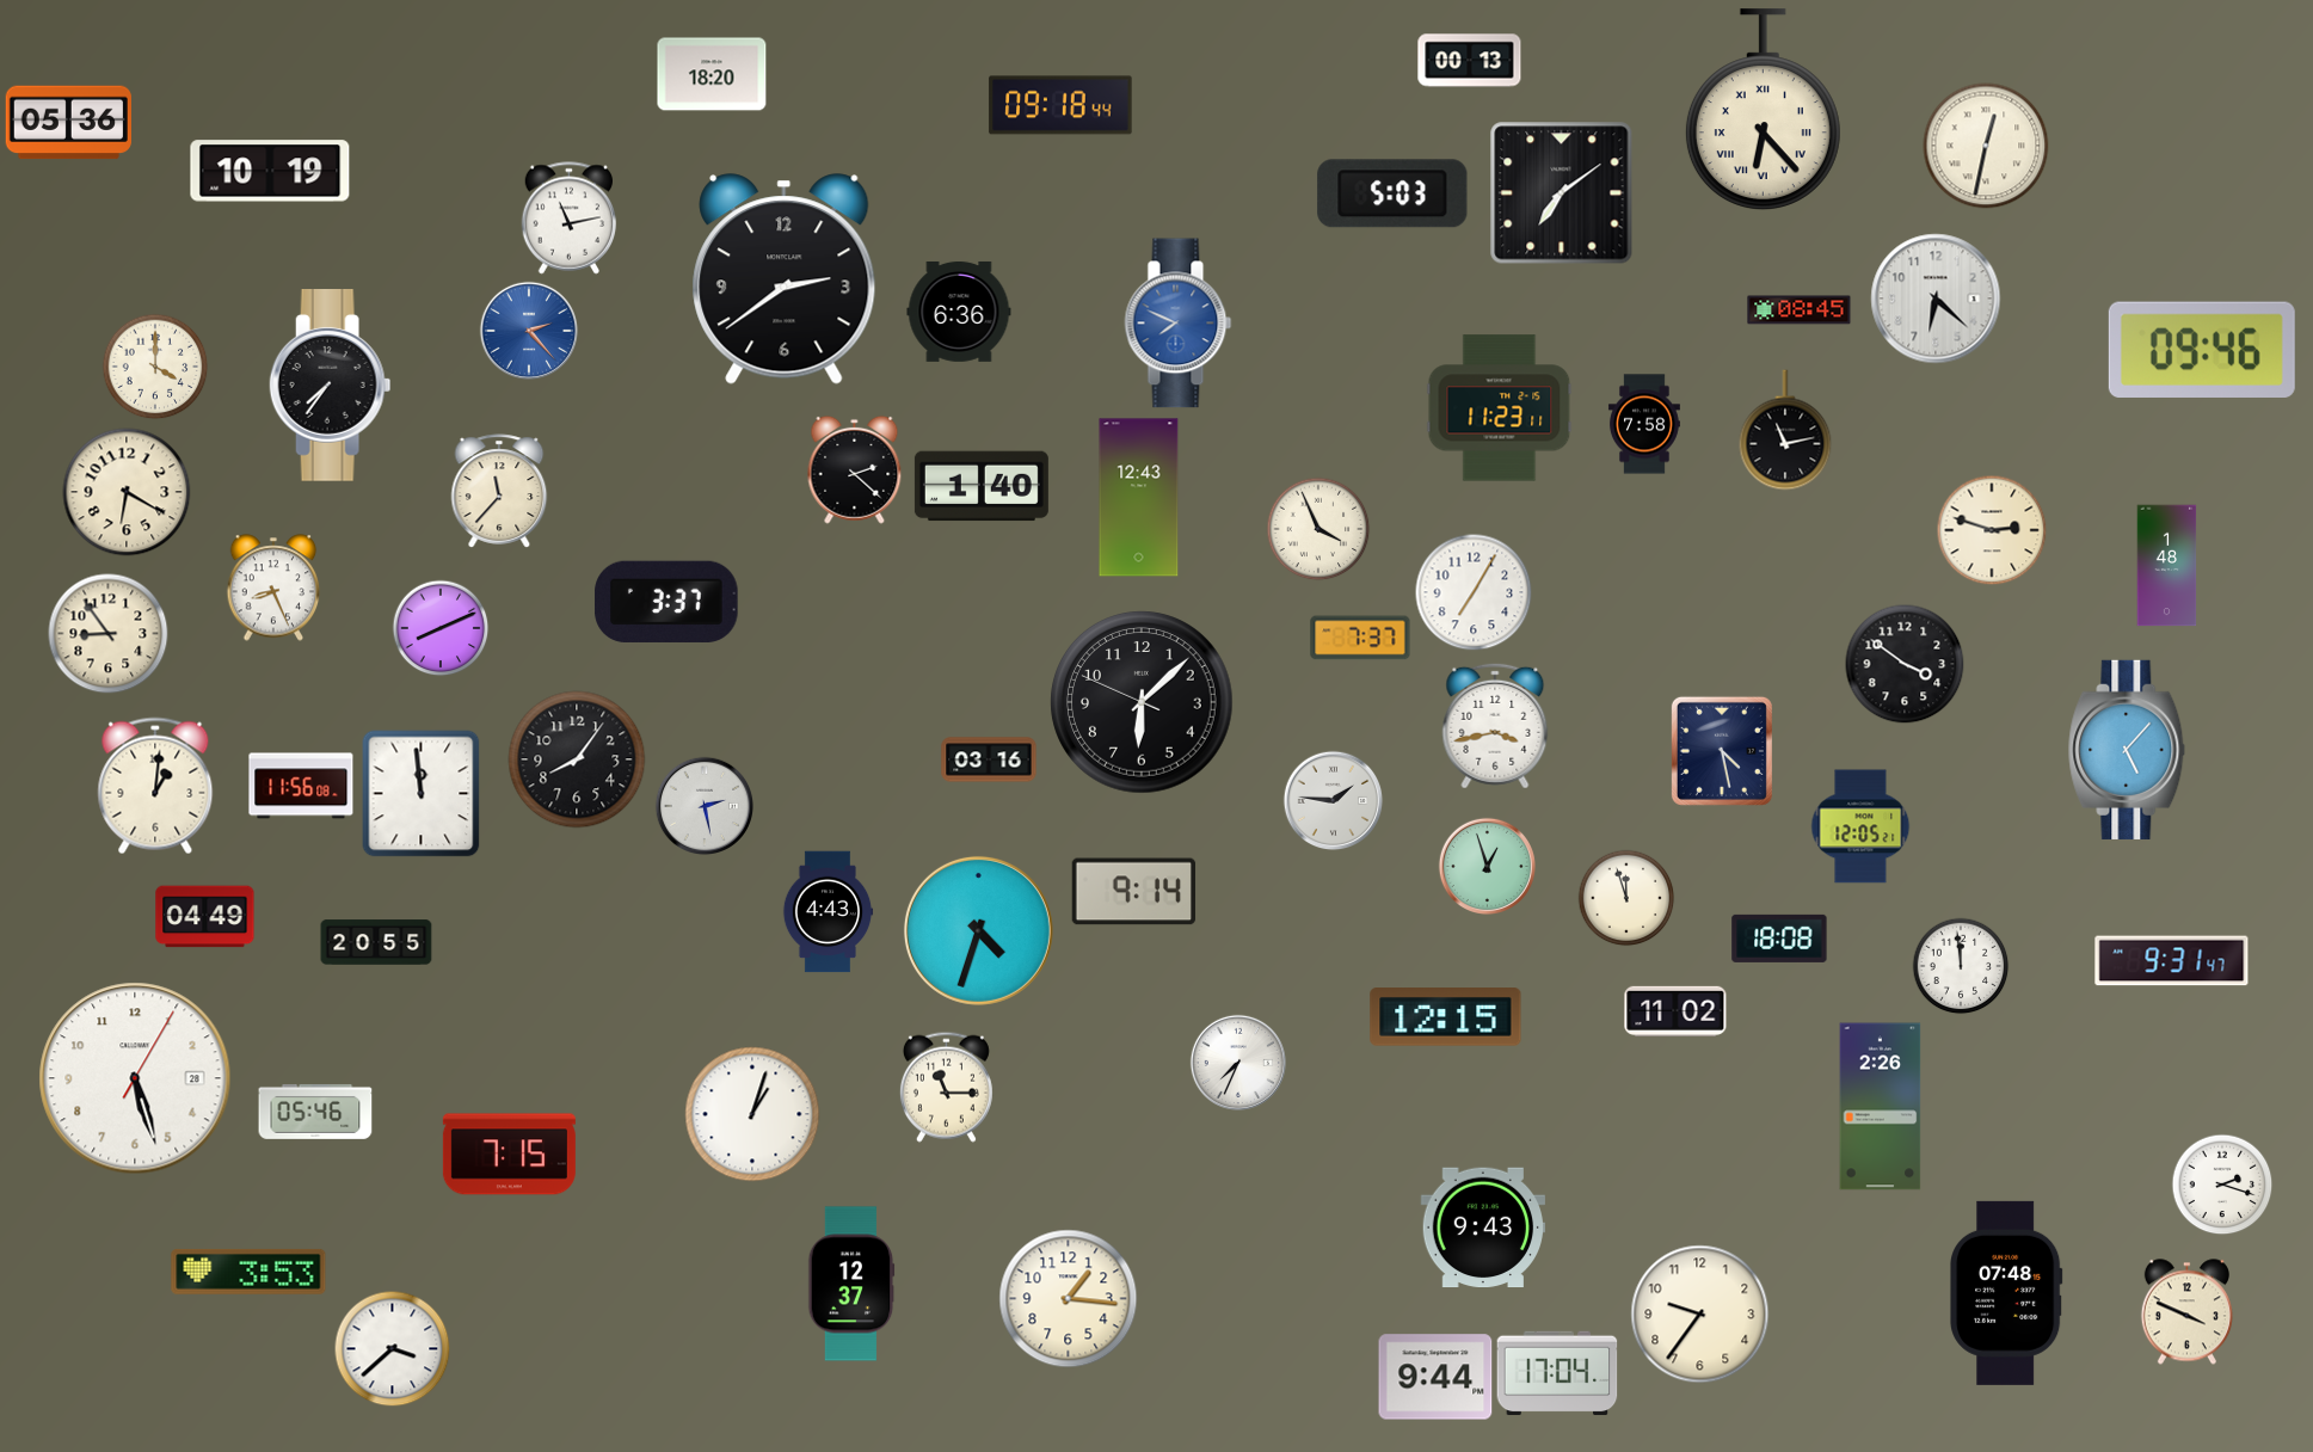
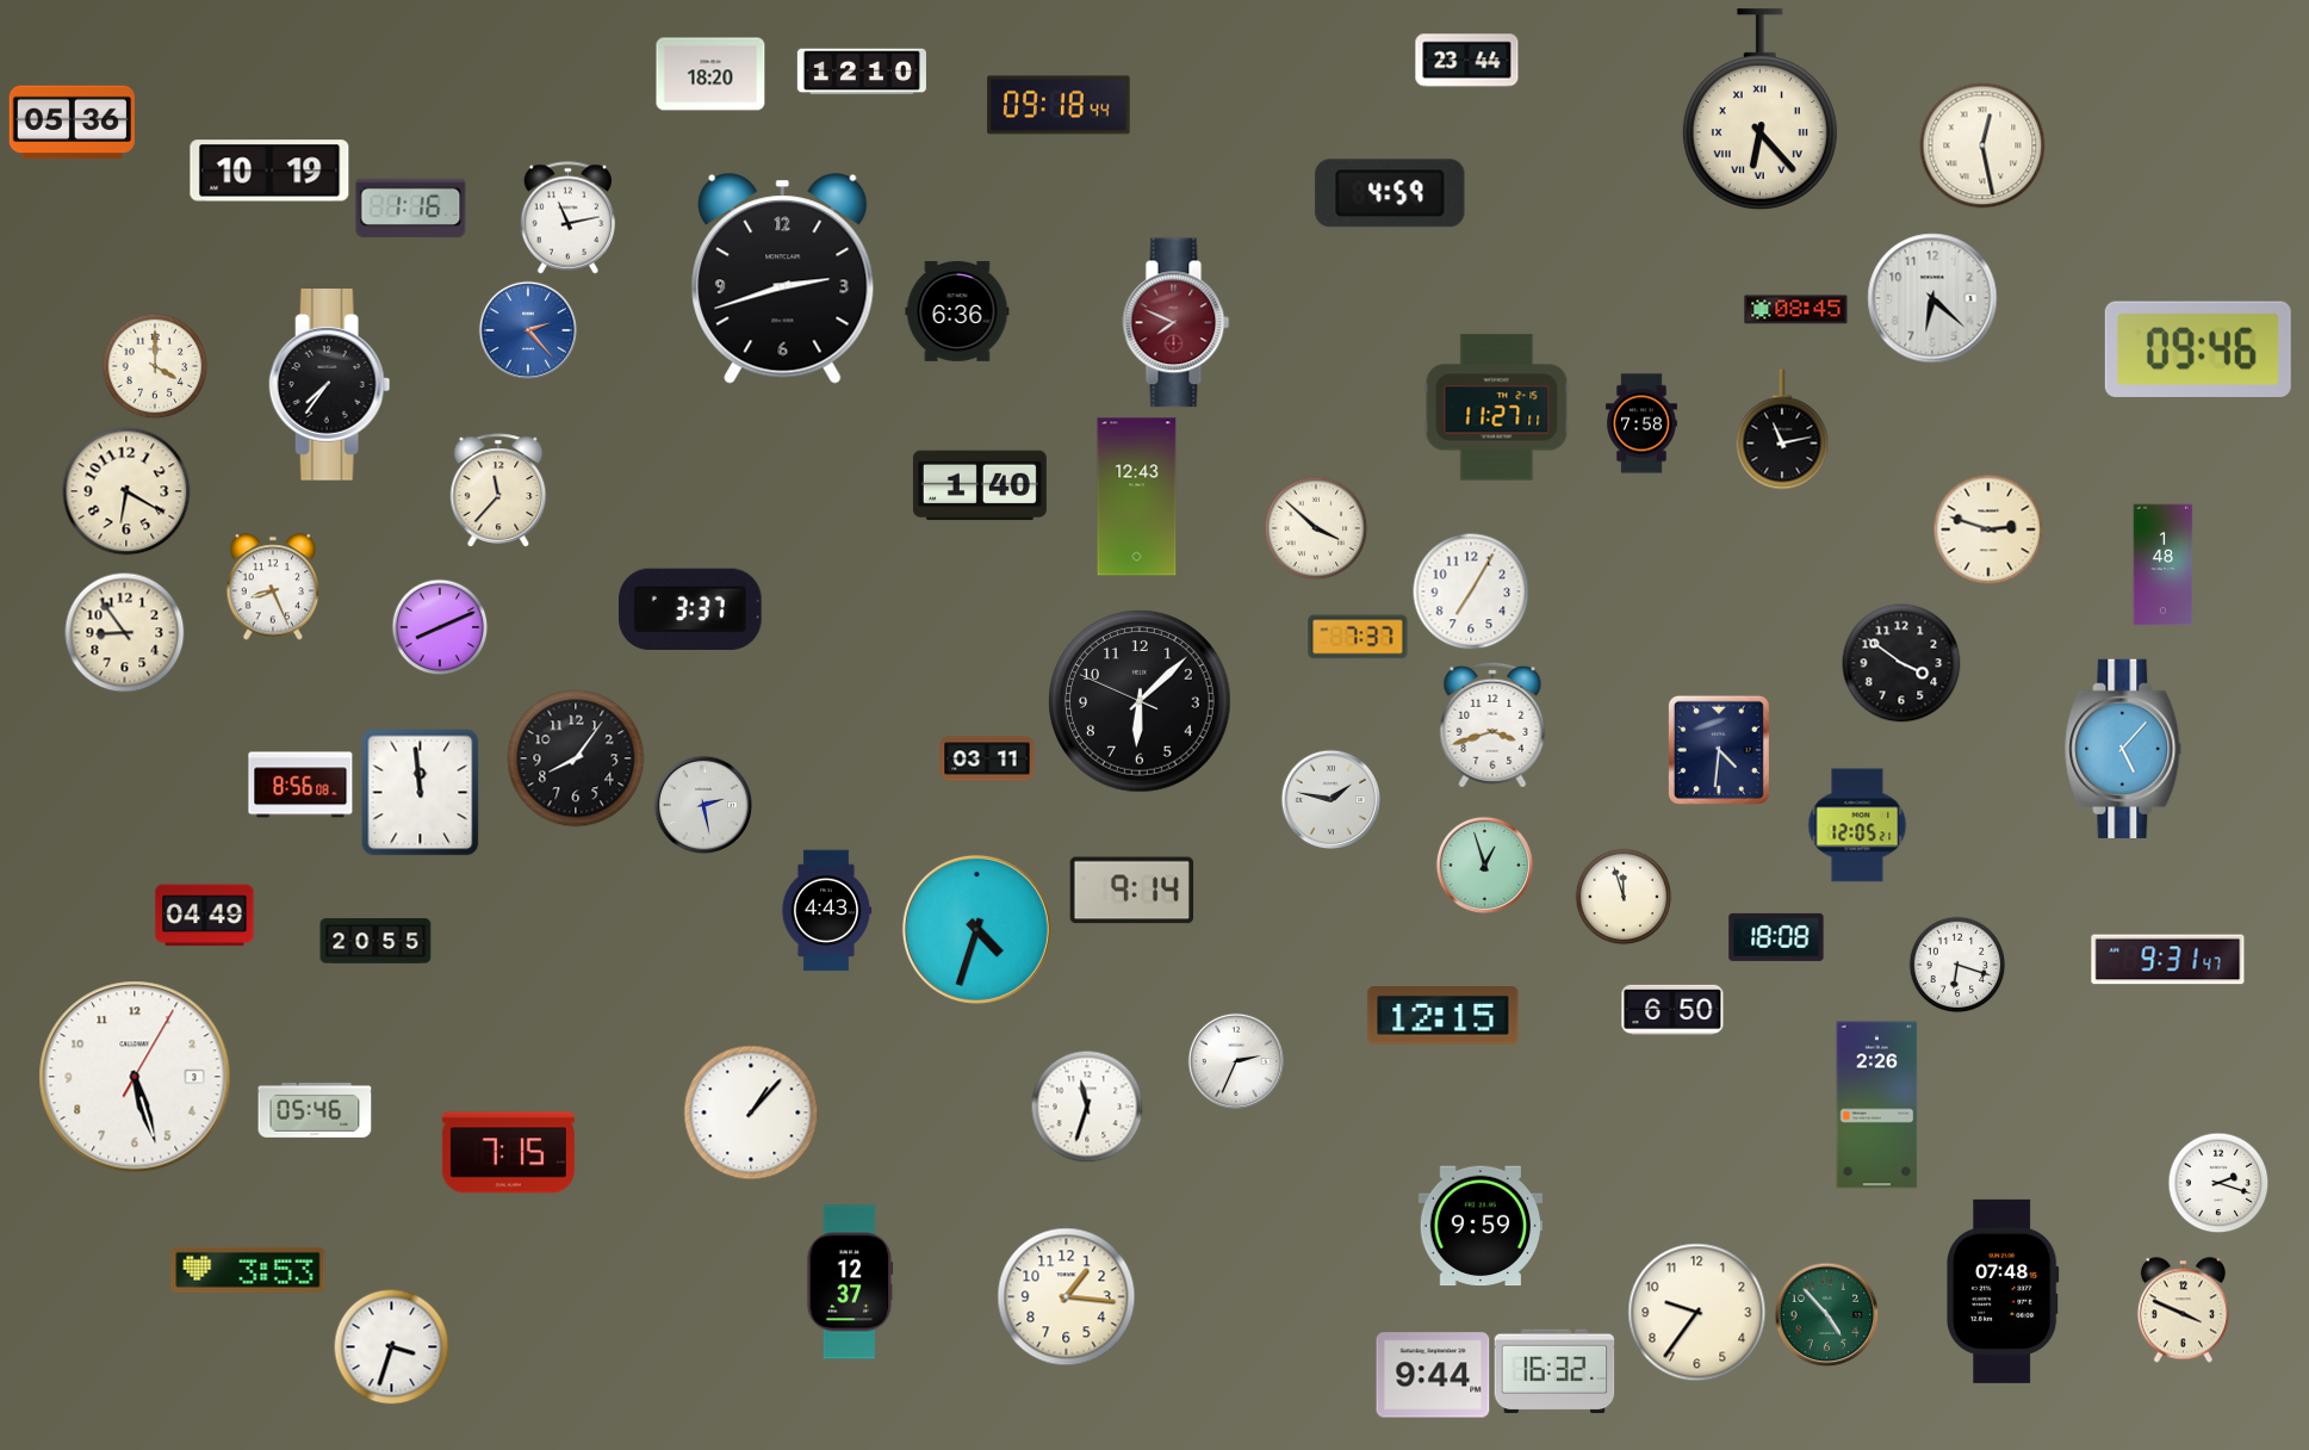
clock at (1470, 61): 00:13 -> 23:44
clock at (862, 72): none -> 12:10
clock at (68, 123) position: (68, 123) -> (72, 123)
clock at (1986, 146): 12:32 -> 12:28
clock at (1392, 193): 5:03 -> 4:59
clock at (1562, 193): 7:09 -> none
clock at (411, 209): none -> 1:16
clock at (785, 279): 2:39 -> 2:42
clock at (1179, 324) dial: blue -> burgundy
clock at (1500, 408): 11:23 -> 11:27
clock at (855, 469): 2:22 -> none
clock at (1318, 529): 3:56 -> 3:52
clock at (666, 602) position: (666, 602) -> (690, 609)
clock at (109, 634) position: (109, 634) -> (125, 633)
clock at (1495, 726): 3:43 -> 3:42
clock at (1722, 751): 4:28 -> 4:31
clock at (989, 759): 03:16 -> 03:11
clock at (155, 786): 1:01 -> none
clock at (301, 786): 11:56 -> 8:56
clock at (1333, 800): 1:46 -> 1:47
clock at (1961, 966): 11:59 -> 6:18
clock at (1675, 1011): 11:02 -> 6:50
clock at (1238, 1063): 7:34 -> 2:34
clock at (135, 1078) date: 28 -> 3
clock at (946, 1087): 11:15 -> none
clock at (1087, 1107): none -> 11:33
clock at (752, 1114): 1:03 -> 1:07
clock at (1482, 1228): 9:43 -> 9:59
clock at (1826, 1314): none -> 4:53
clock at (392, 1348): 3:38 -> 3:33
clock at (1557, 1373): 17:04 -> 16:32
